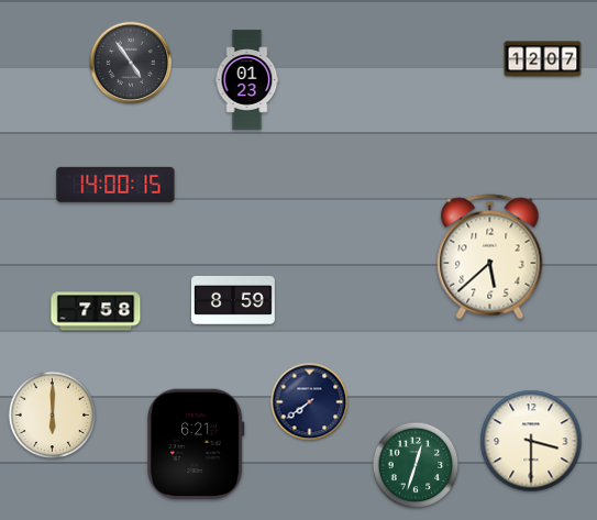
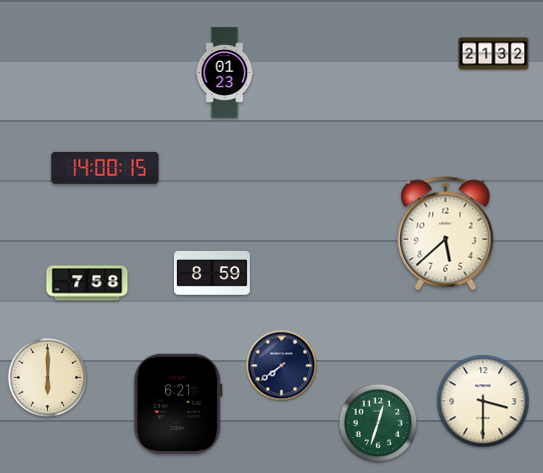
clock at (543, 59): 12:07 -> 21:32
clock at (131, 63): 4:54 -> none
